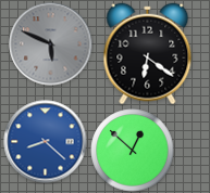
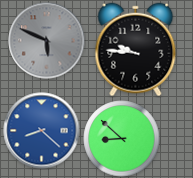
clock at (148, 54): 6:21 -> 9:46
clock at (133, 151): 12:52 -> 8:52
